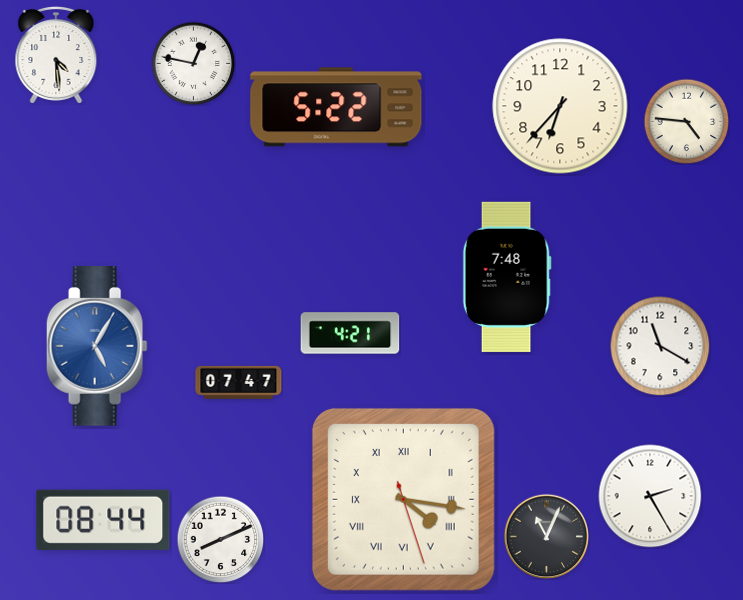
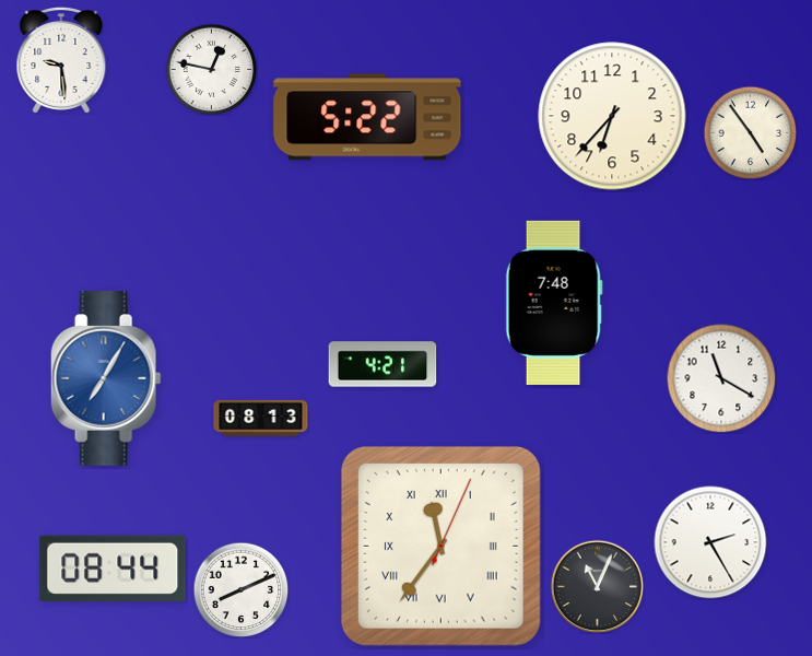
clock at (56, 55): 4:29 -> 9:29
clock at (686, 121): 4:46 -> 4:54
clock at (97, 347): 5:05 -> 7:05
clock at (239, 382): 07:47 -> 08:13
clock at (403, 499): 4:16 -> 11:36
